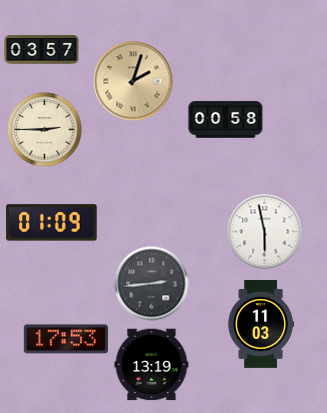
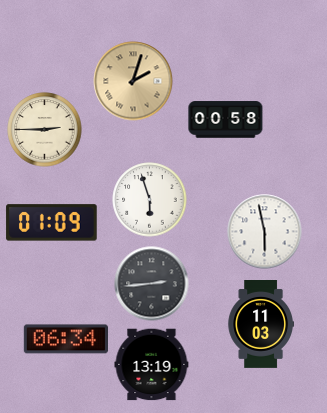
clock at (42, 50): 03:57 -> none
clock at (150, 200): none -> 5:57
clock at (65, 339): 17:53 -> 06:34
